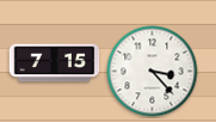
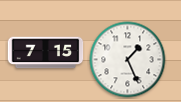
clock at (153, 72): 3:23 -> 1:26
